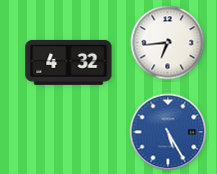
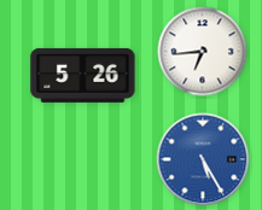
clock at (69, 62): 4:32 -> 5:26
